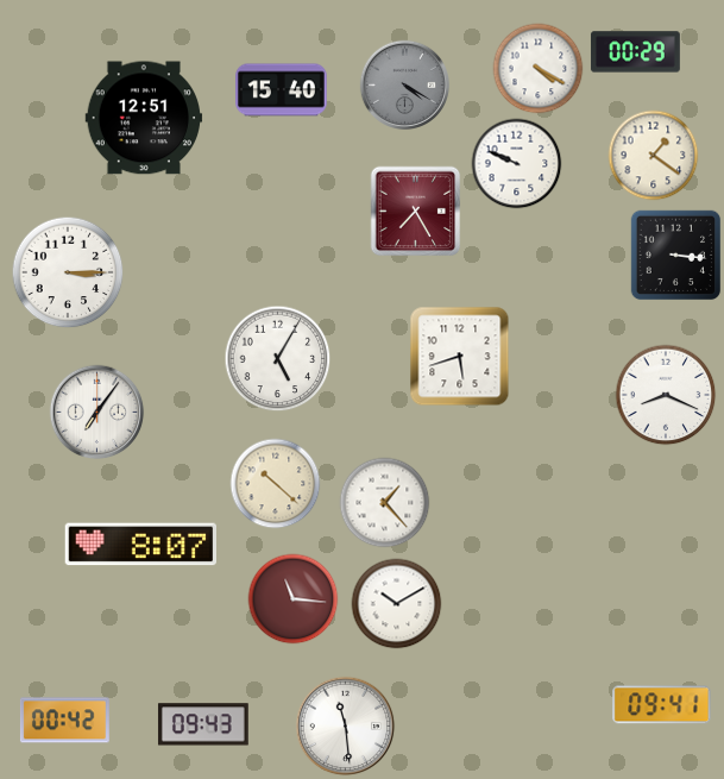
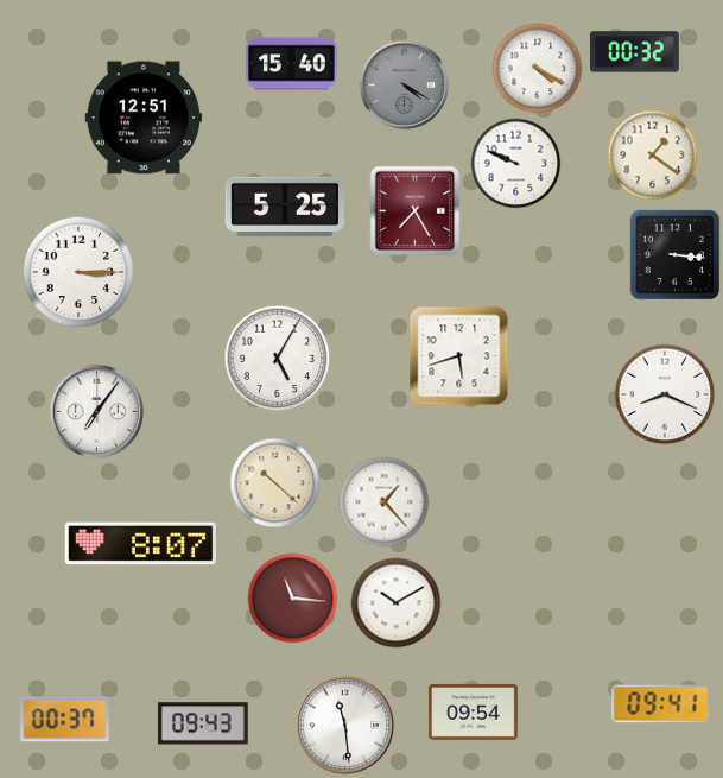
clock at (635, 52): 00:29 -> 00:32
clock at (282, 90) position: (282, 90) -> (292, 64)
clock at (285, 207): none -> 5:25
clock at (68, 272) position: (68, 272) -> (78, 272)
clock at (473, 711): none -> 09:54
clock at (64, 721): 00:42 -> 00:37
